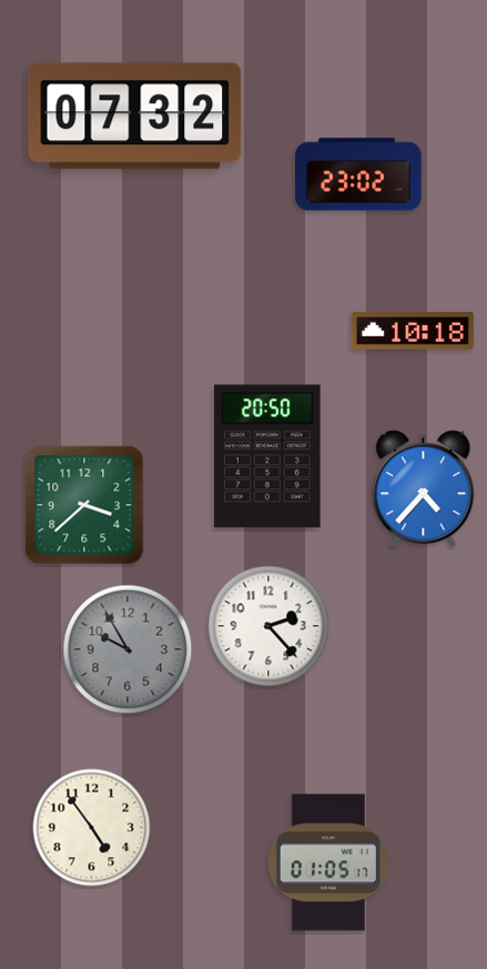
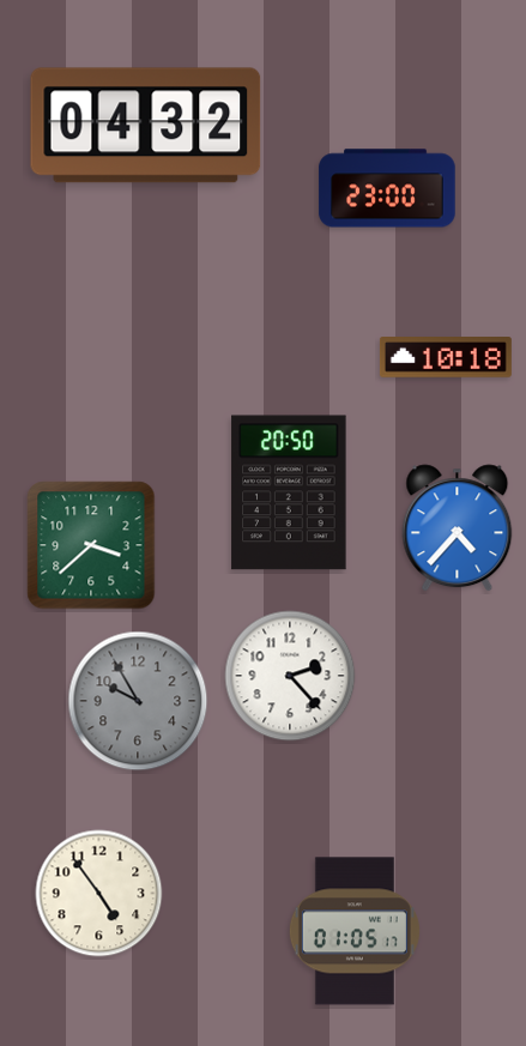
clock at (135, 117): 07:32 -> 04:32
clock at (358, 174): 23:02 -> 23:00
